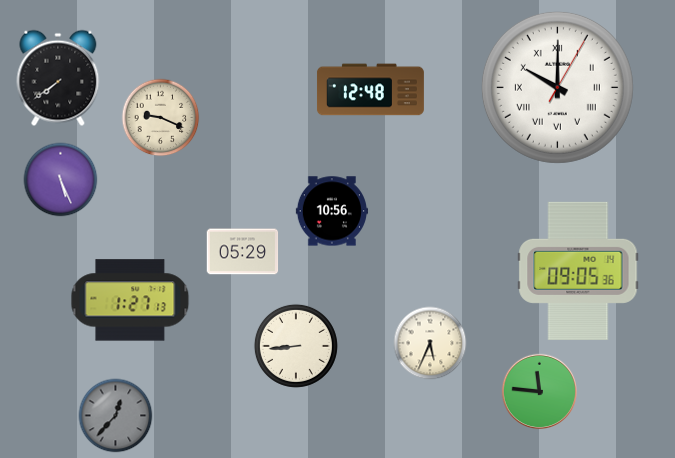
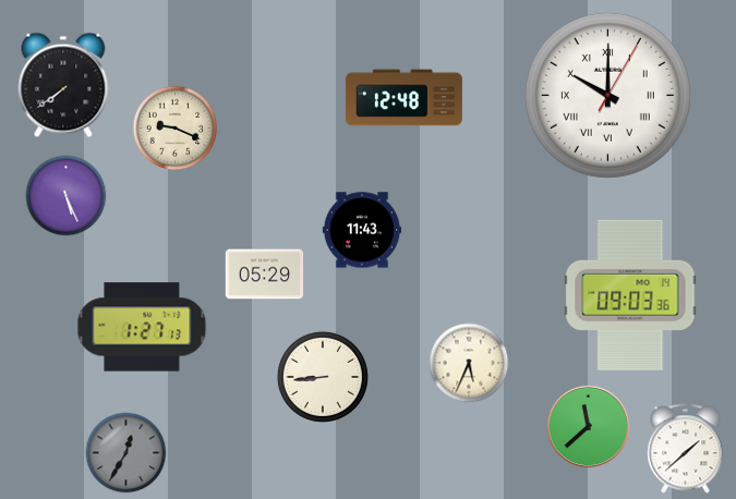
clock at (331, 211): 10:56 -> 11:43
clock at (578, 271): 09:05 -> 09:03
clock at (430, 343) position: (430, 343) -> (469, 363)
clock at (539, 391): 11:46 -> 11:38
clock at (686, 449): none -> 1:38
clock at (116, 416): 12:37 -> 12:35
